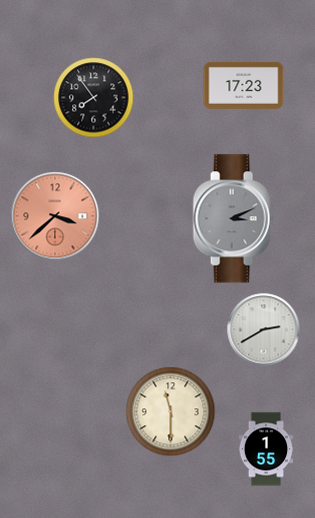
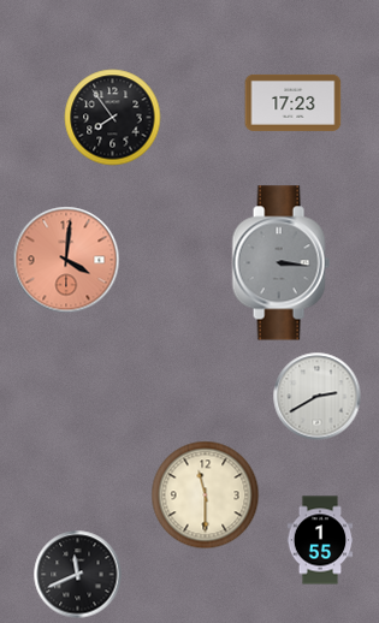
clock at (55, 216): 3:38 -> 4:01
clock at (233, 219): 3:11 -> 3:16
clock at (78, 575): none -> 11:41
